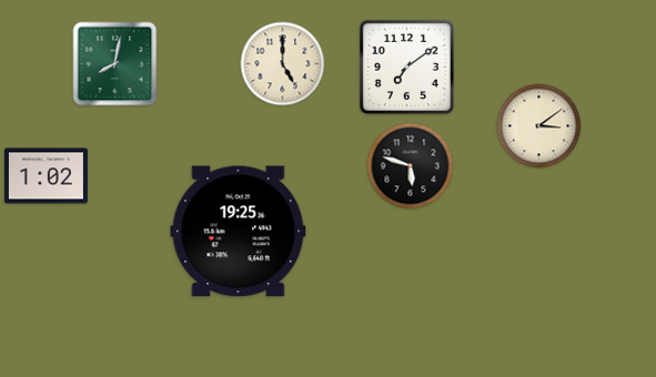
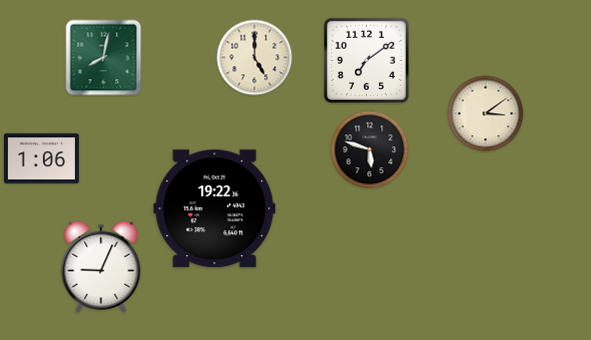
clock at (46, 176): 1:02 -> 1:06
clock at (239, 232): 19:25 -> 19:22
clock at (101, 267): none -> 9:04
